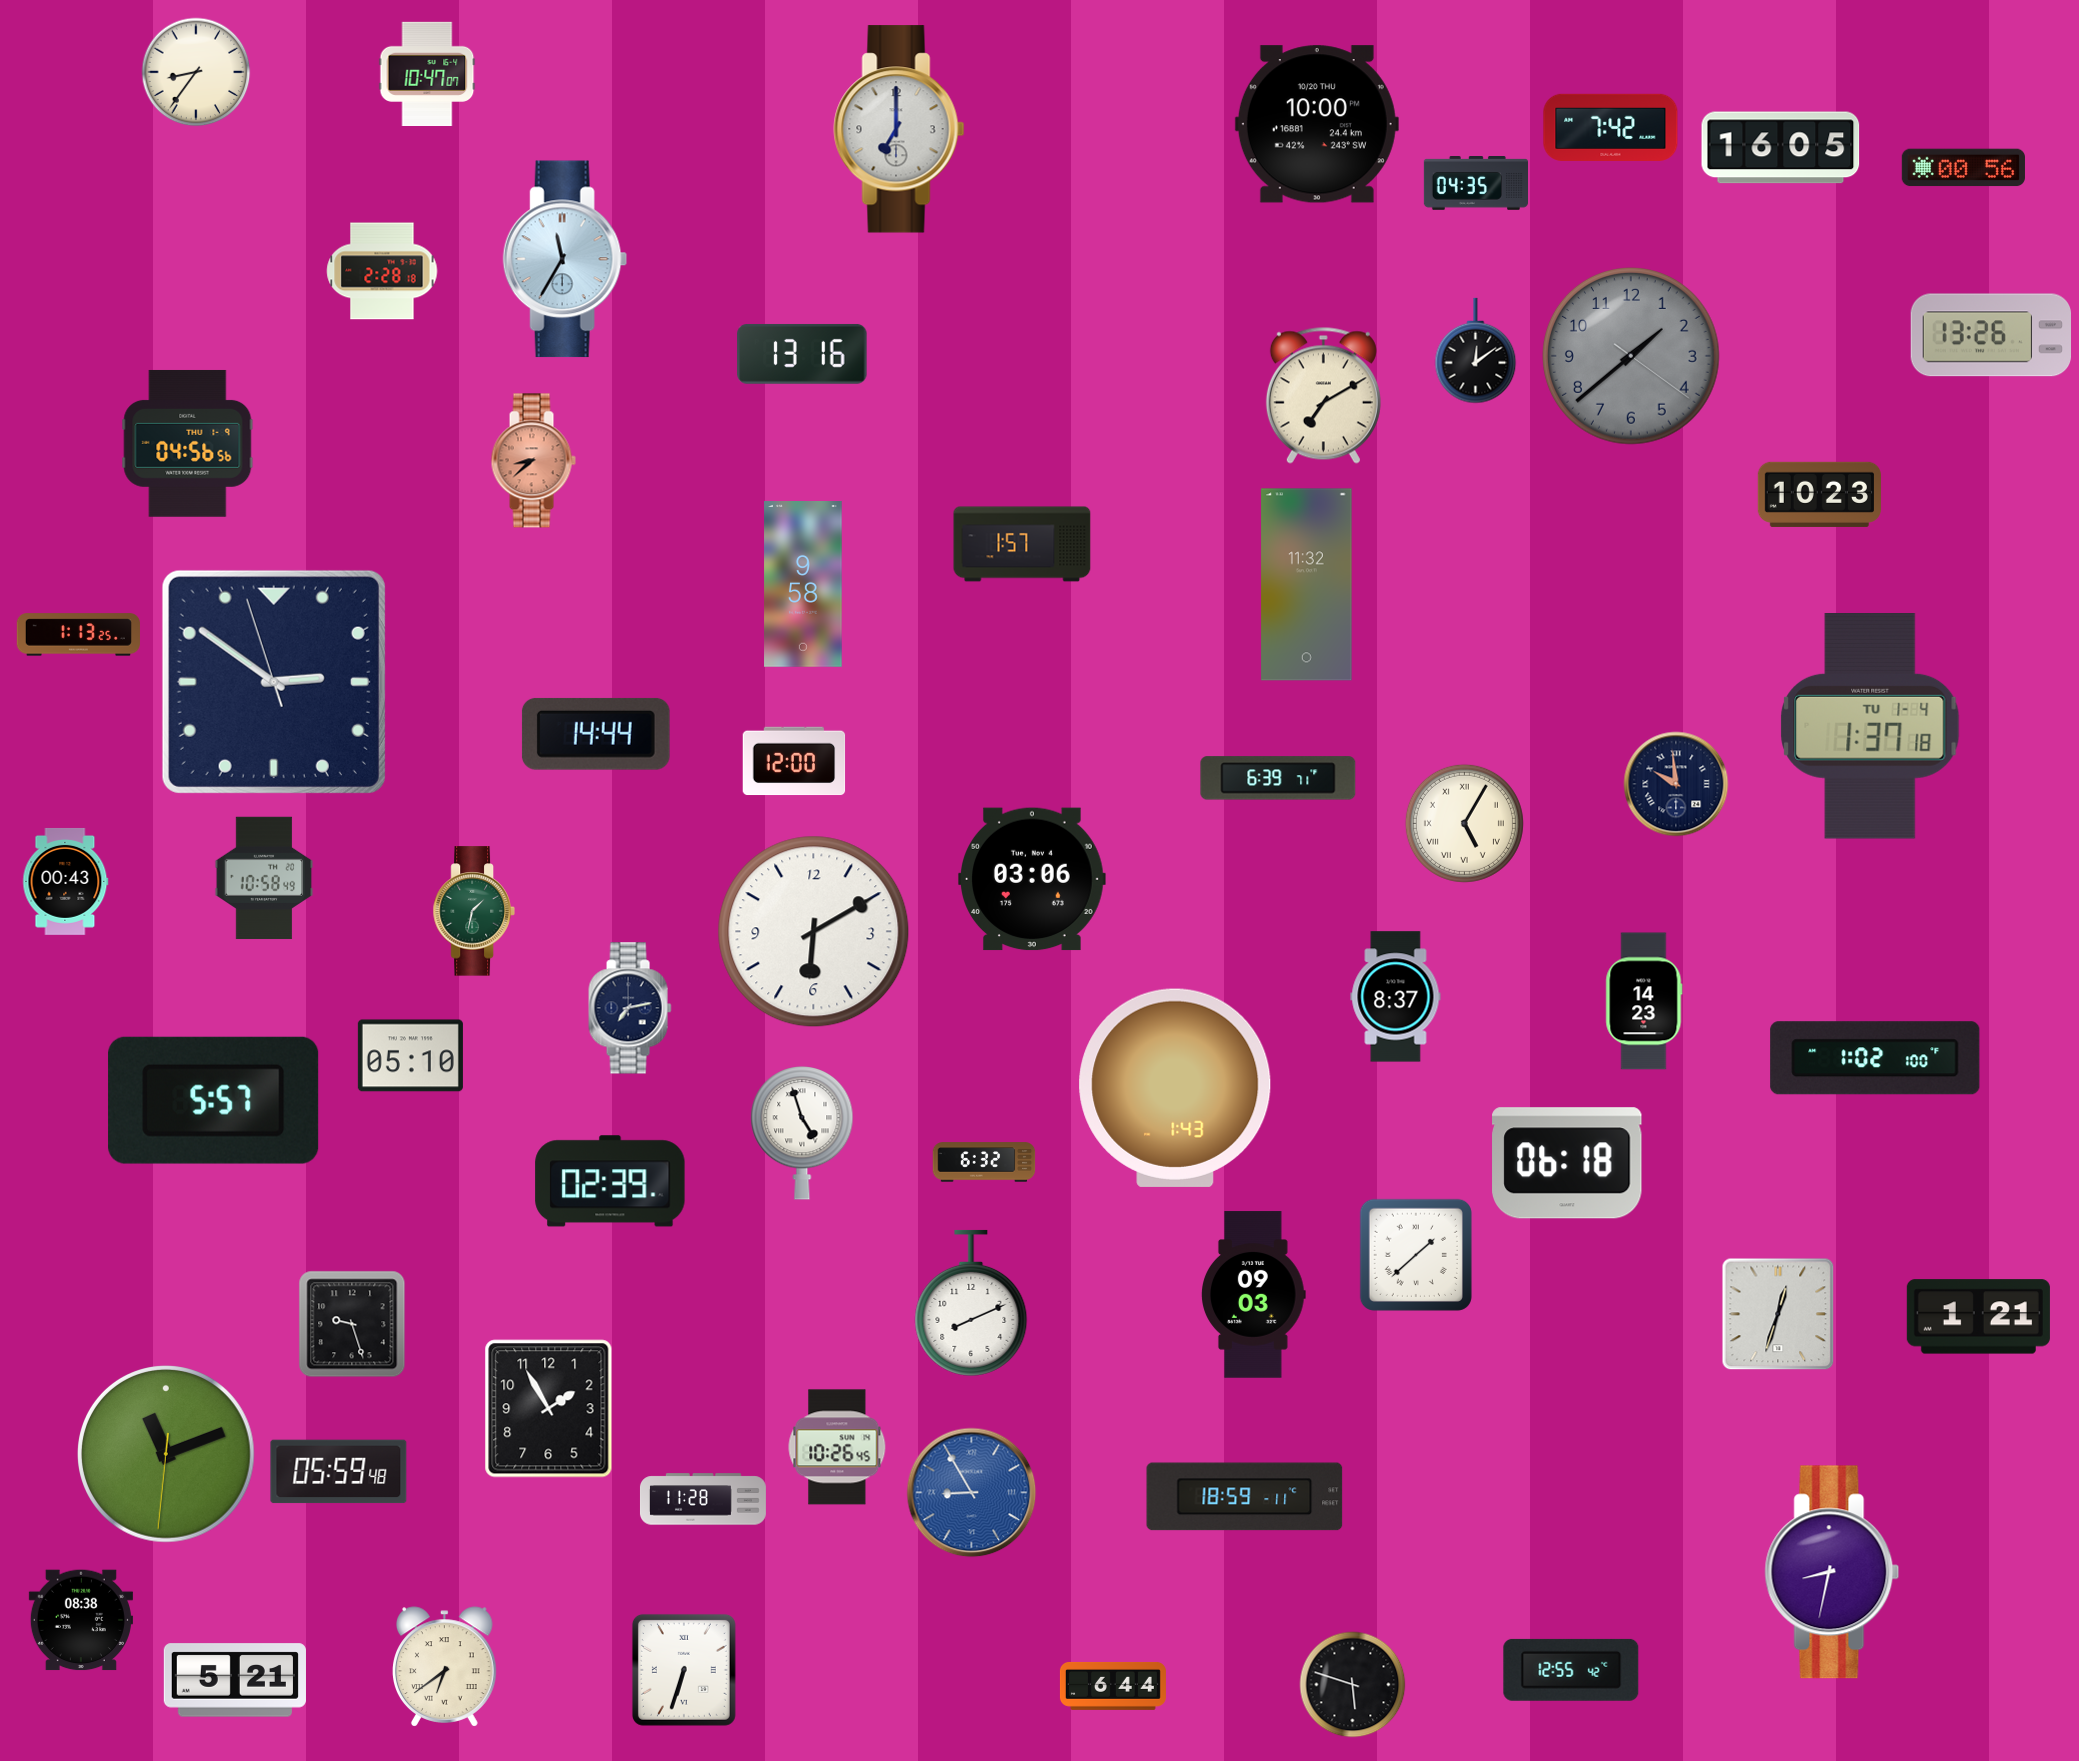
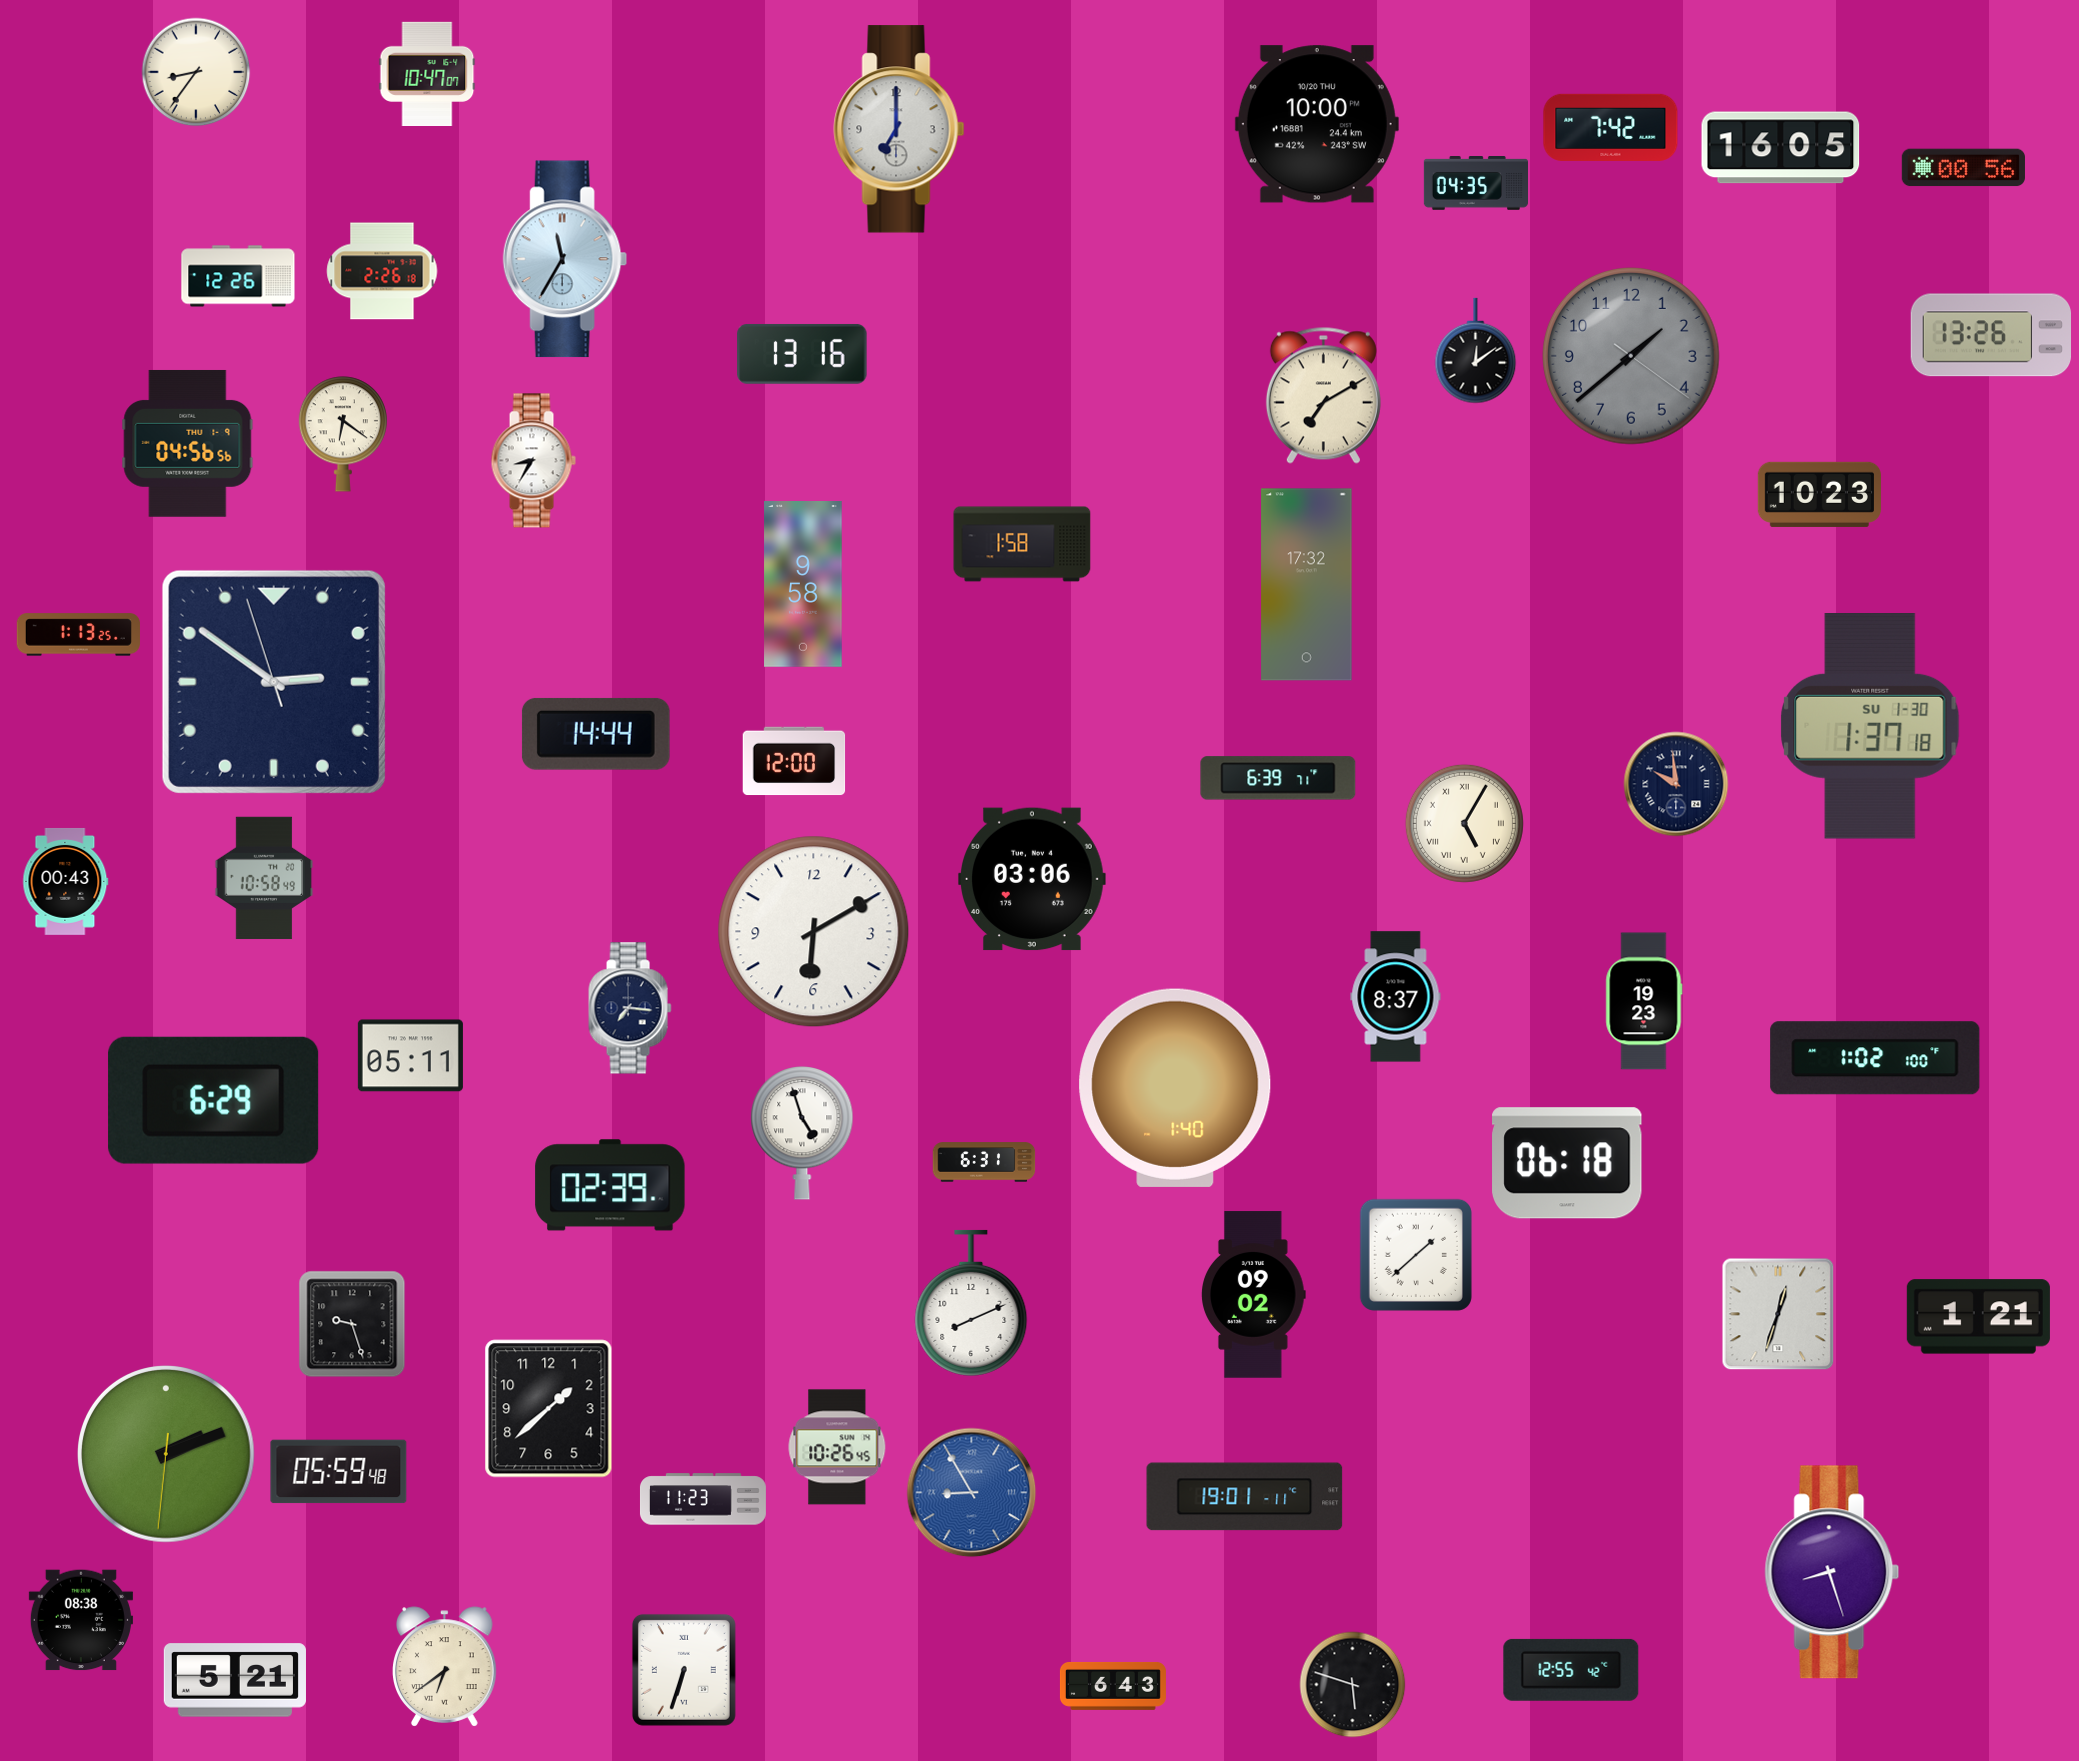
clock at (382, 271): 2:28 -> 2:26
clock at (238, 276): none -> 12:26
clock at (343, 434): none -> 6:21
clock at (533, 461): 8:38 -> 8:35
clock at (533, 461) dial: salmon -> white
clock at (1022, 544): 1:57 -> 1:58
clock at (1307, 585): 11:32 -> 17:32
clock at (1870, 727) date: TU 1-4 -> SU 1-30
clock at (474, 911): 1:32 -> none
clock at (1644, 1001): 14:23 -> 19:23
clock at (630, 1008): 7:13 -> 7:16
clock at (410, 1056): 05:10 -> 05:11
clock at (1175, 1088): 1:43 -> 1:40
clock at (214, 1100): 5:57 -> 6:29
clock at (984, 1162): 6:32 -> 6:31
clock at (610, 1181) position: (610, 1181) -> (610, 1185)
clock at (1254, 1295): 09:03 -> 09:02
clock at (549, 1409): 1:55 -> 1:38
clock at (167, 1455): 11:11 -> 2:11
clock at (1245, 1497): 18:59 -> 19:01
clock at (703, 1499): 11:28 -> 11:23
clock at (1832, 1572): 8:32 -> 8:27
clock at (1113, 1686): 6:44 -> 6:43
